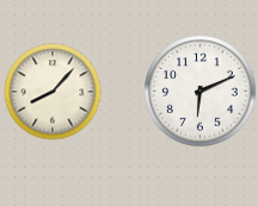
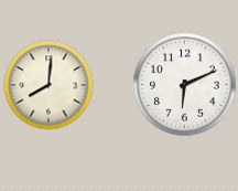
clock at (53, 92): 8:07 -> 8:01
